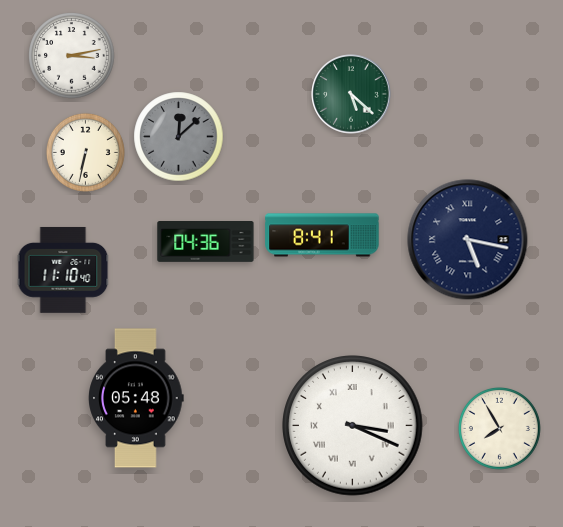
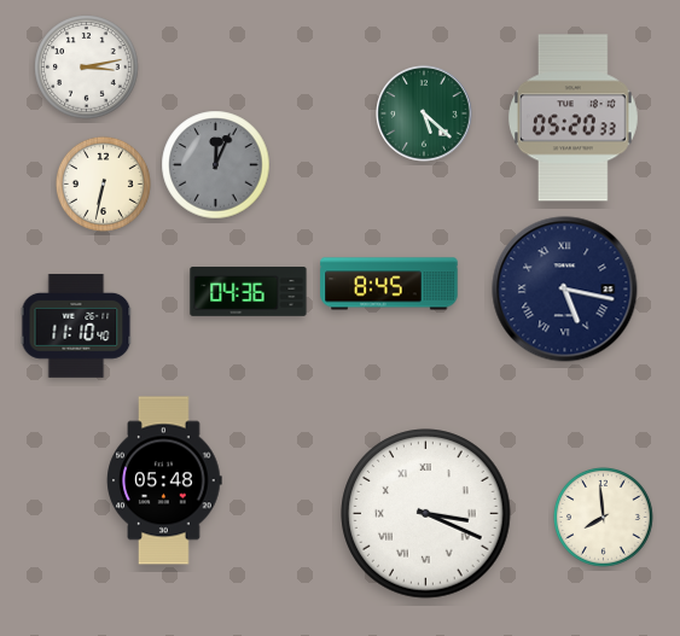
clock at (573, 118): none -> 05:20
clock at (179, 137): 12:08 -> 12:04
clock at (322, 235): 8:41 -> 8:45
clock at (500, 429): 7:55 -> 7:59
